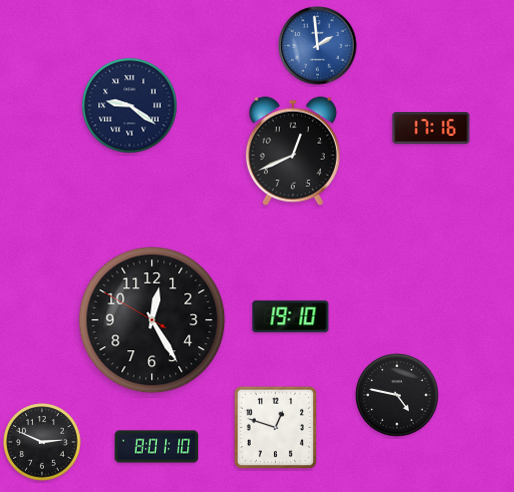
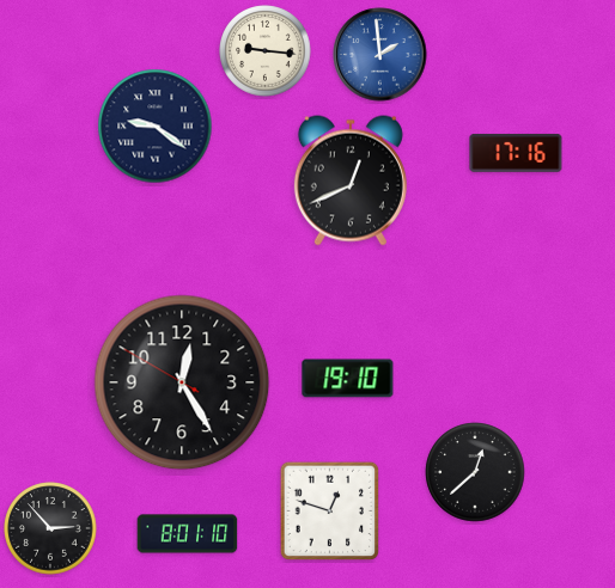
clock at (266, 51): none -> 9:16
clock at (397, 395): 4:47 -> 12:38
clock at (42, 442): 2:49 -> 2:53
